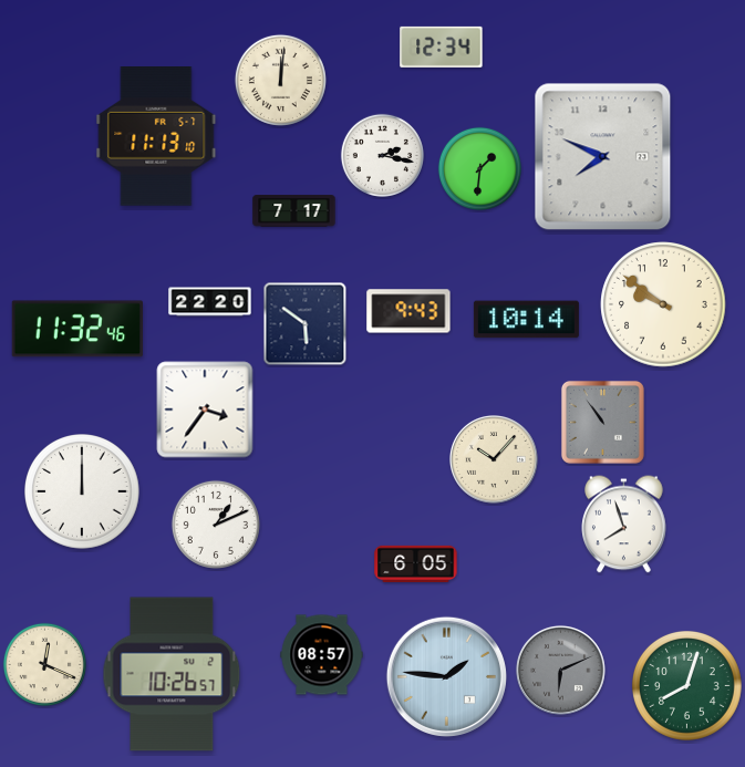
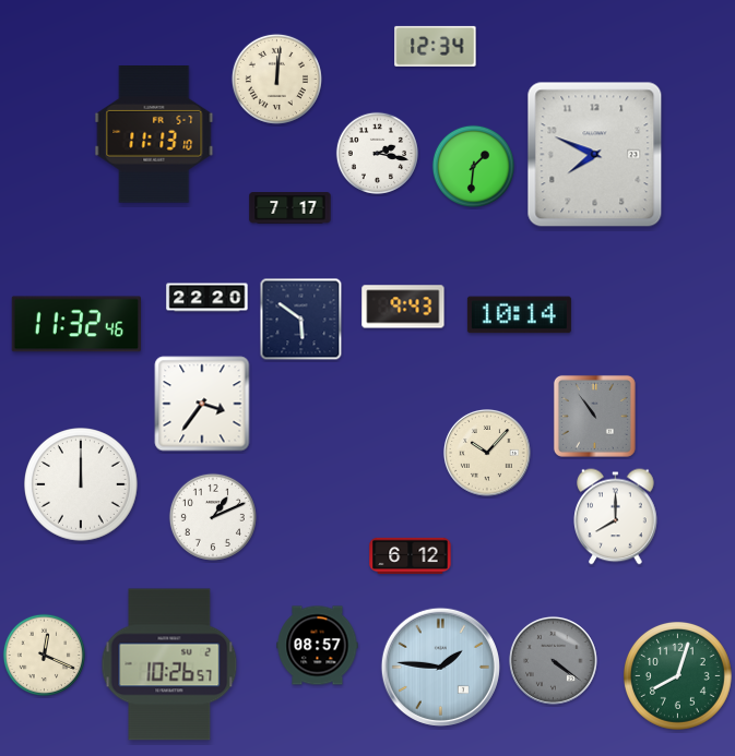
clock at (663, 304): 9:51 -> none
clock at (624, 525): 7:57 -> 8:00
clock at (416, 563): 6:05 -> 6:12
clock at (560, 670): 6:11 -> 4:21
